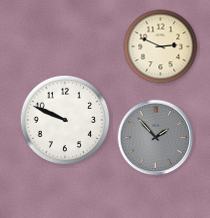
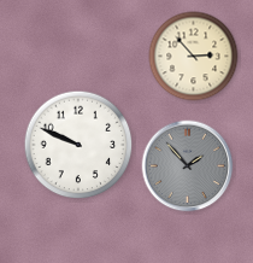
clock at (161, 47): 2:49 -> 2:53
